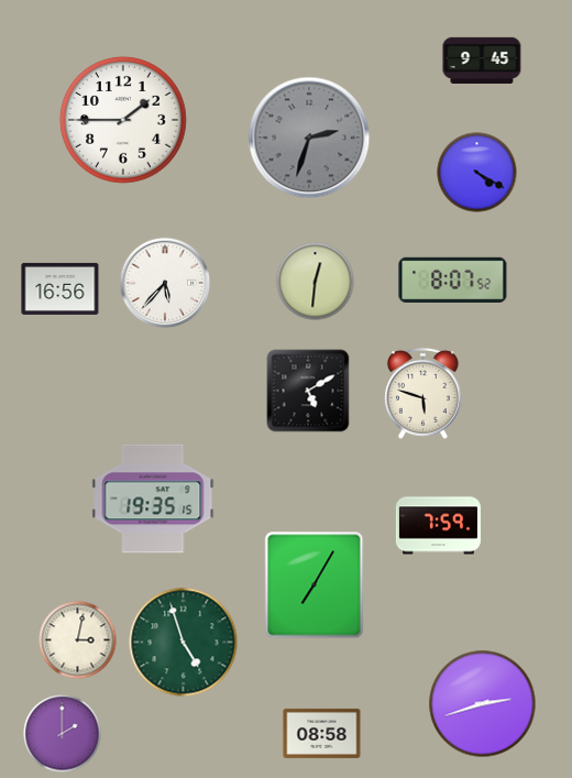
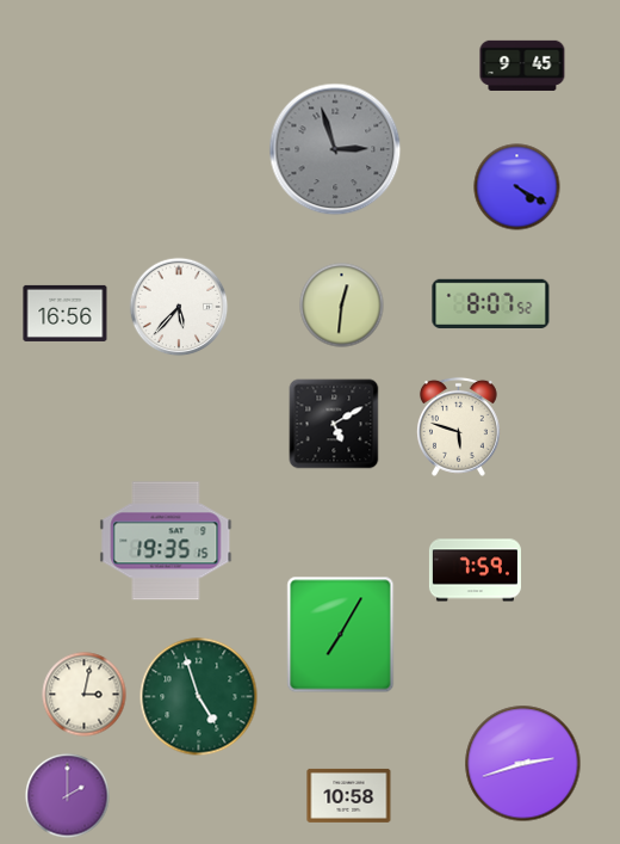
clock at (123, 120): 1:45 -> none
clock at (309, 138): 2:33 -> 2:57
clock at (322, 733): 08:58 -> 10:58
